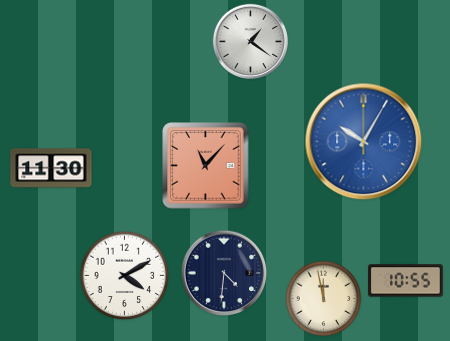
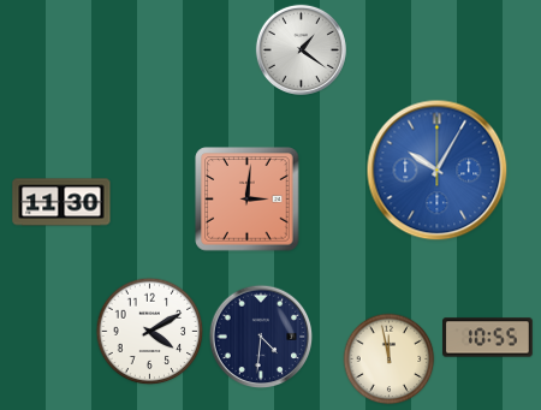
clock at (206, 166): 11:07 -> 3:01
clock at (224, 273) position: (224, 273) -> (261, 337)
